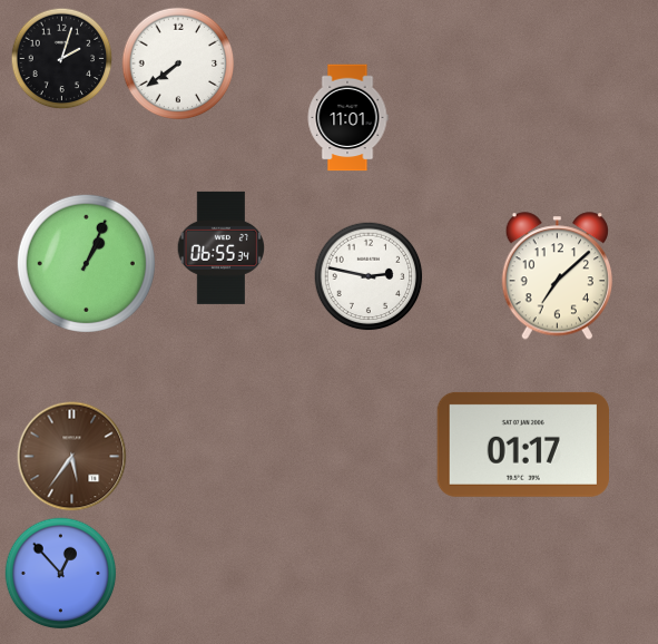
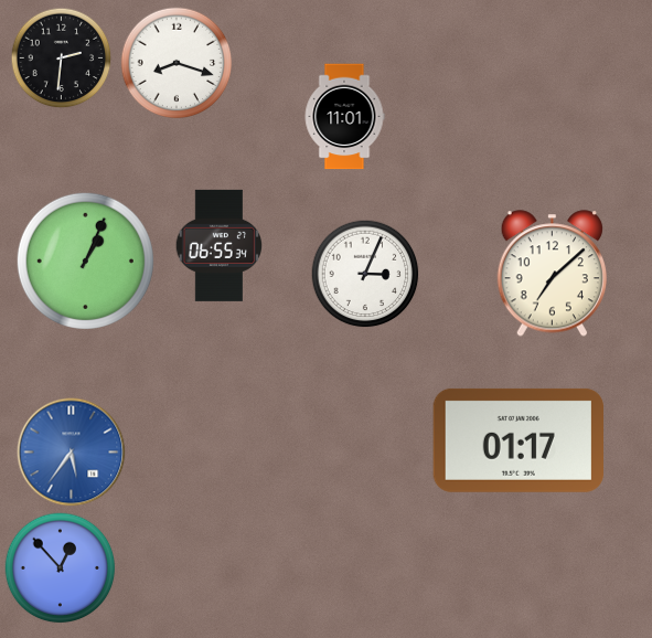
clock at (62, 59): 2:03 -> 2:31
clock at (178, 64): 7:39 -> 8:18
clock at (369, 276): 2:47 -> 3:04
clock at (72, 457) dial: brown -> blue
